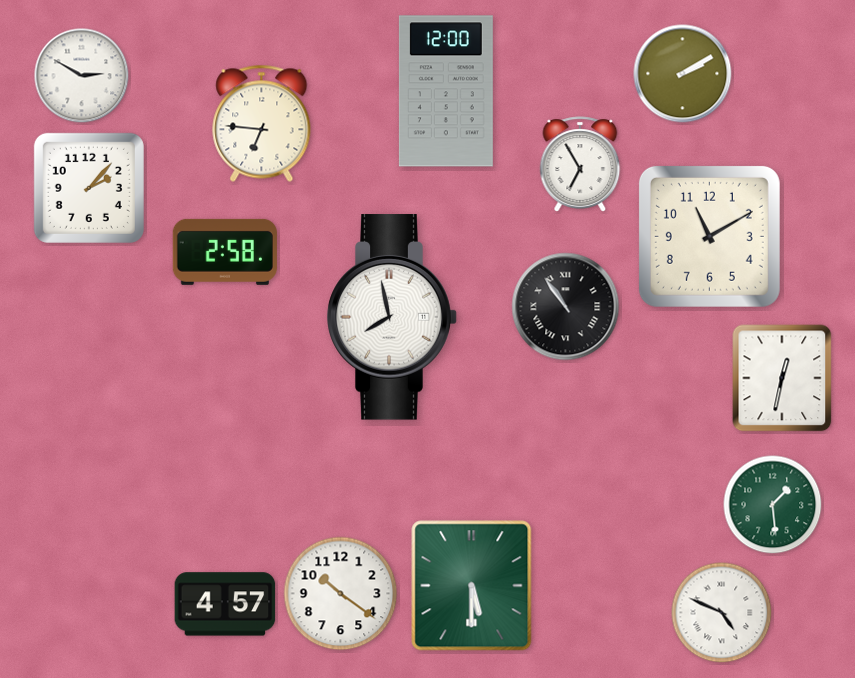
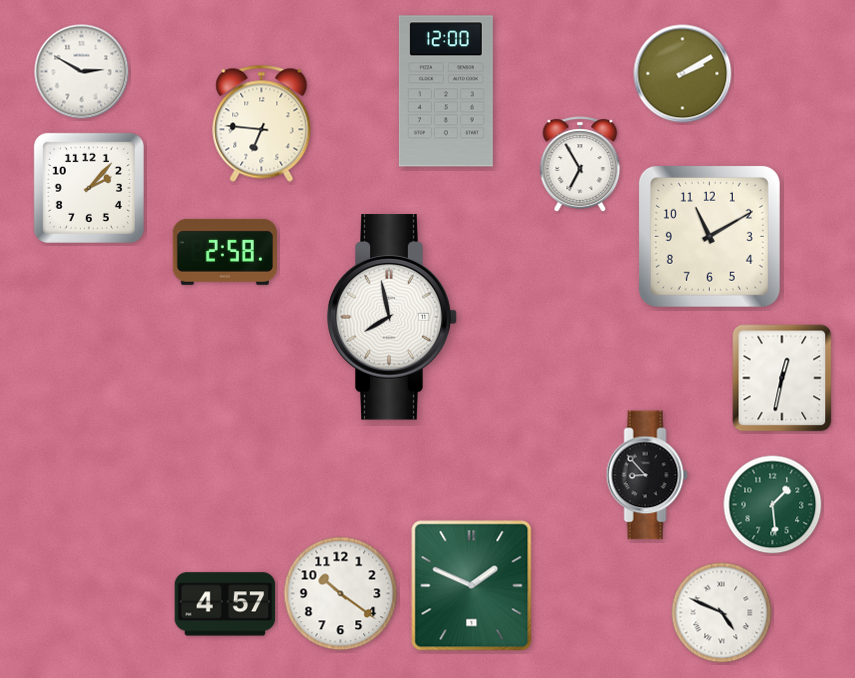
clock at (82, 76) position: (82, 76) -> (82, 72)
clock at (566, 307): 10:54 -> none
clock at (647, 475): none -> 8:53
clock at (472, 586): 5:30 -> 1:49
